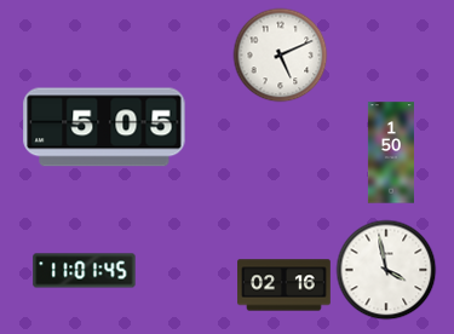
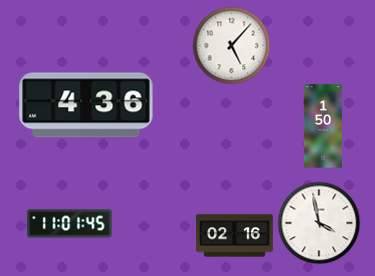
clock at (280, 54): 5:11 -> 5:07
clock at (104, 127): 5:05 -> 4:36
